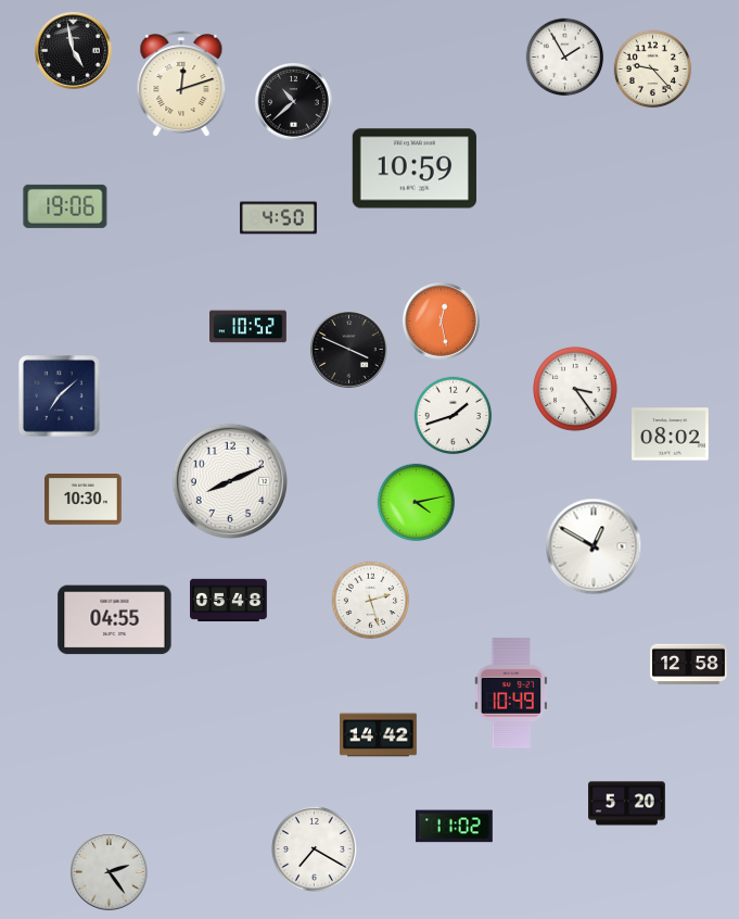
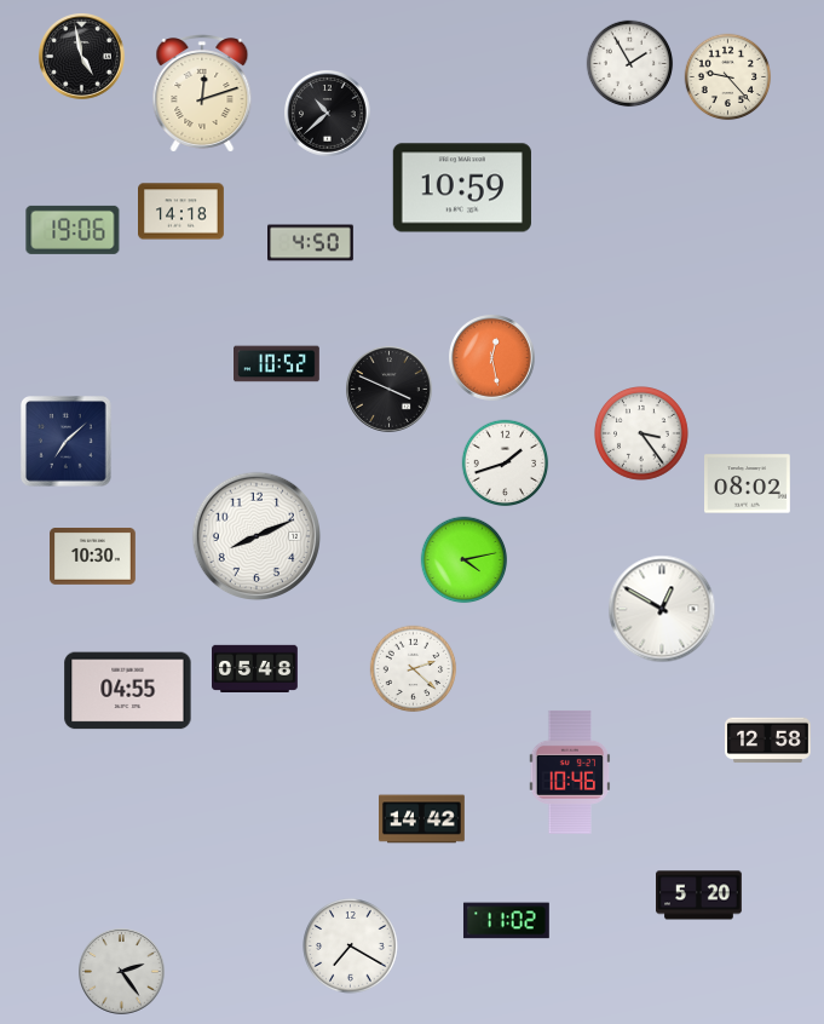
clock at (181, 212): none -> 14:18
clock at (371, 601): 2:27 -> 2:22
clock at (511, 693): 10:49 -> 10:46
